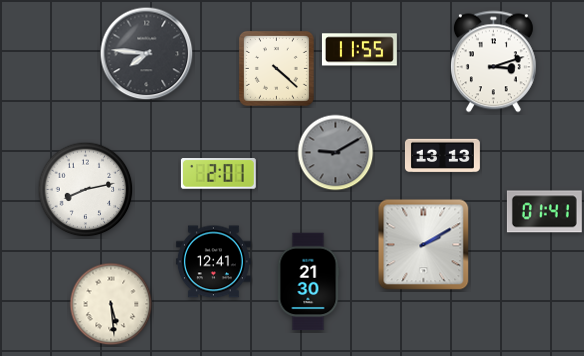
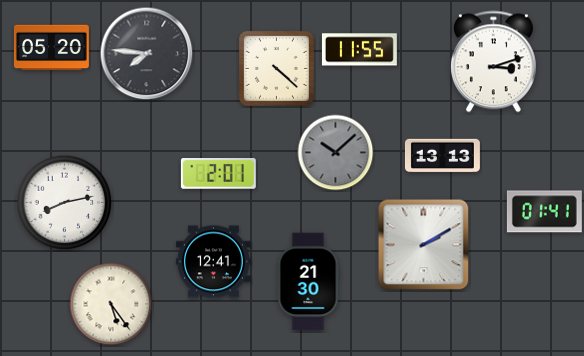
clock at (51, 48): none -> 05:20
clock at (336, 153): 9:10 -> 10:08
clock at (86, 190) position: (86, 190) -> (65, 203)
clock at (111, 304): 5:29 -> 5:24
